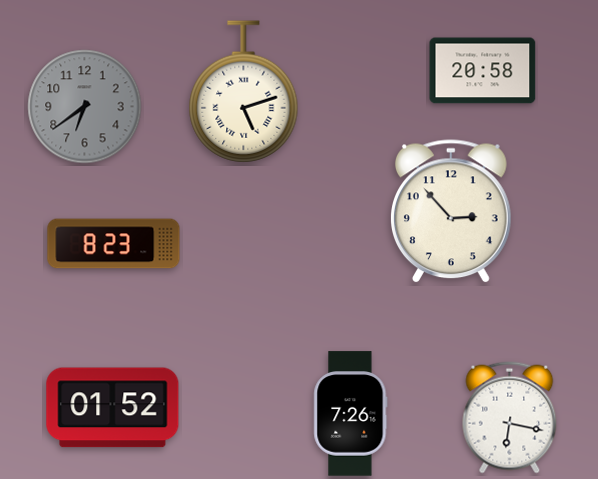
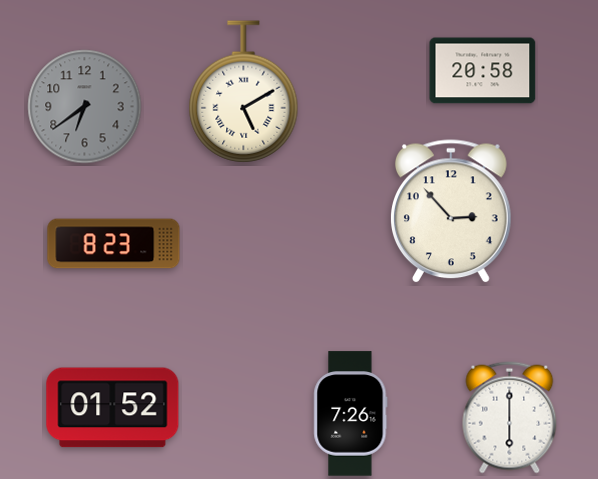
clock at (244, 92): 5:12 -> 5:10
clock at (510, 418): 6:17 -> 6:00
